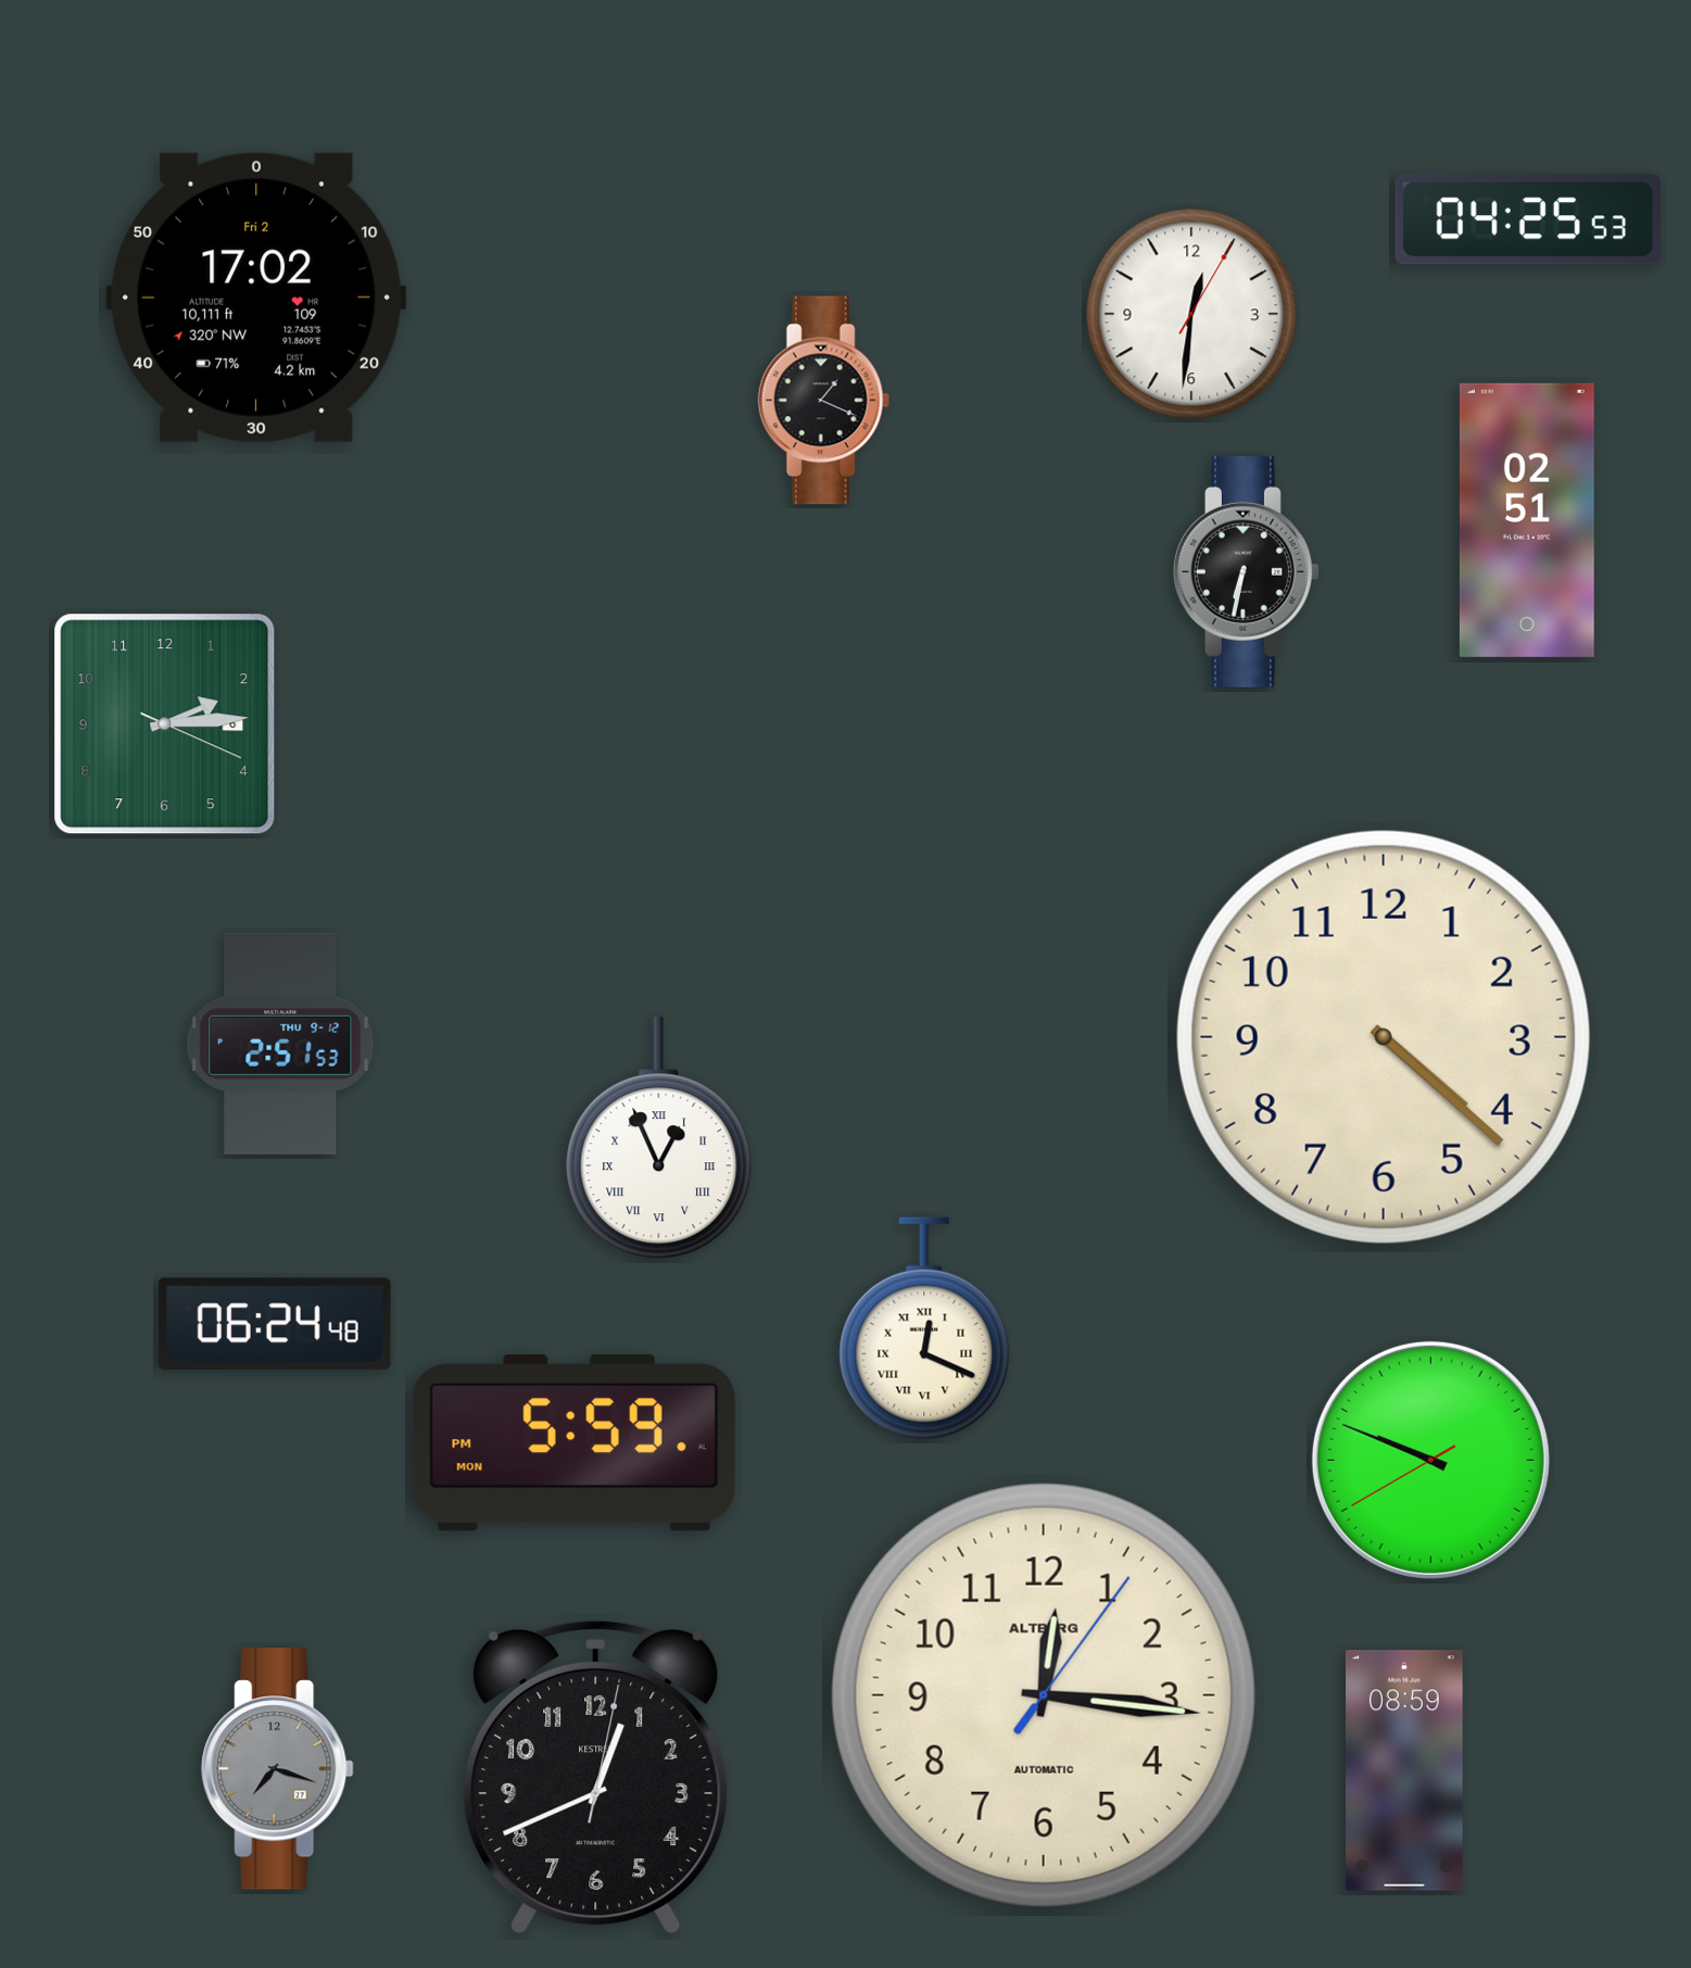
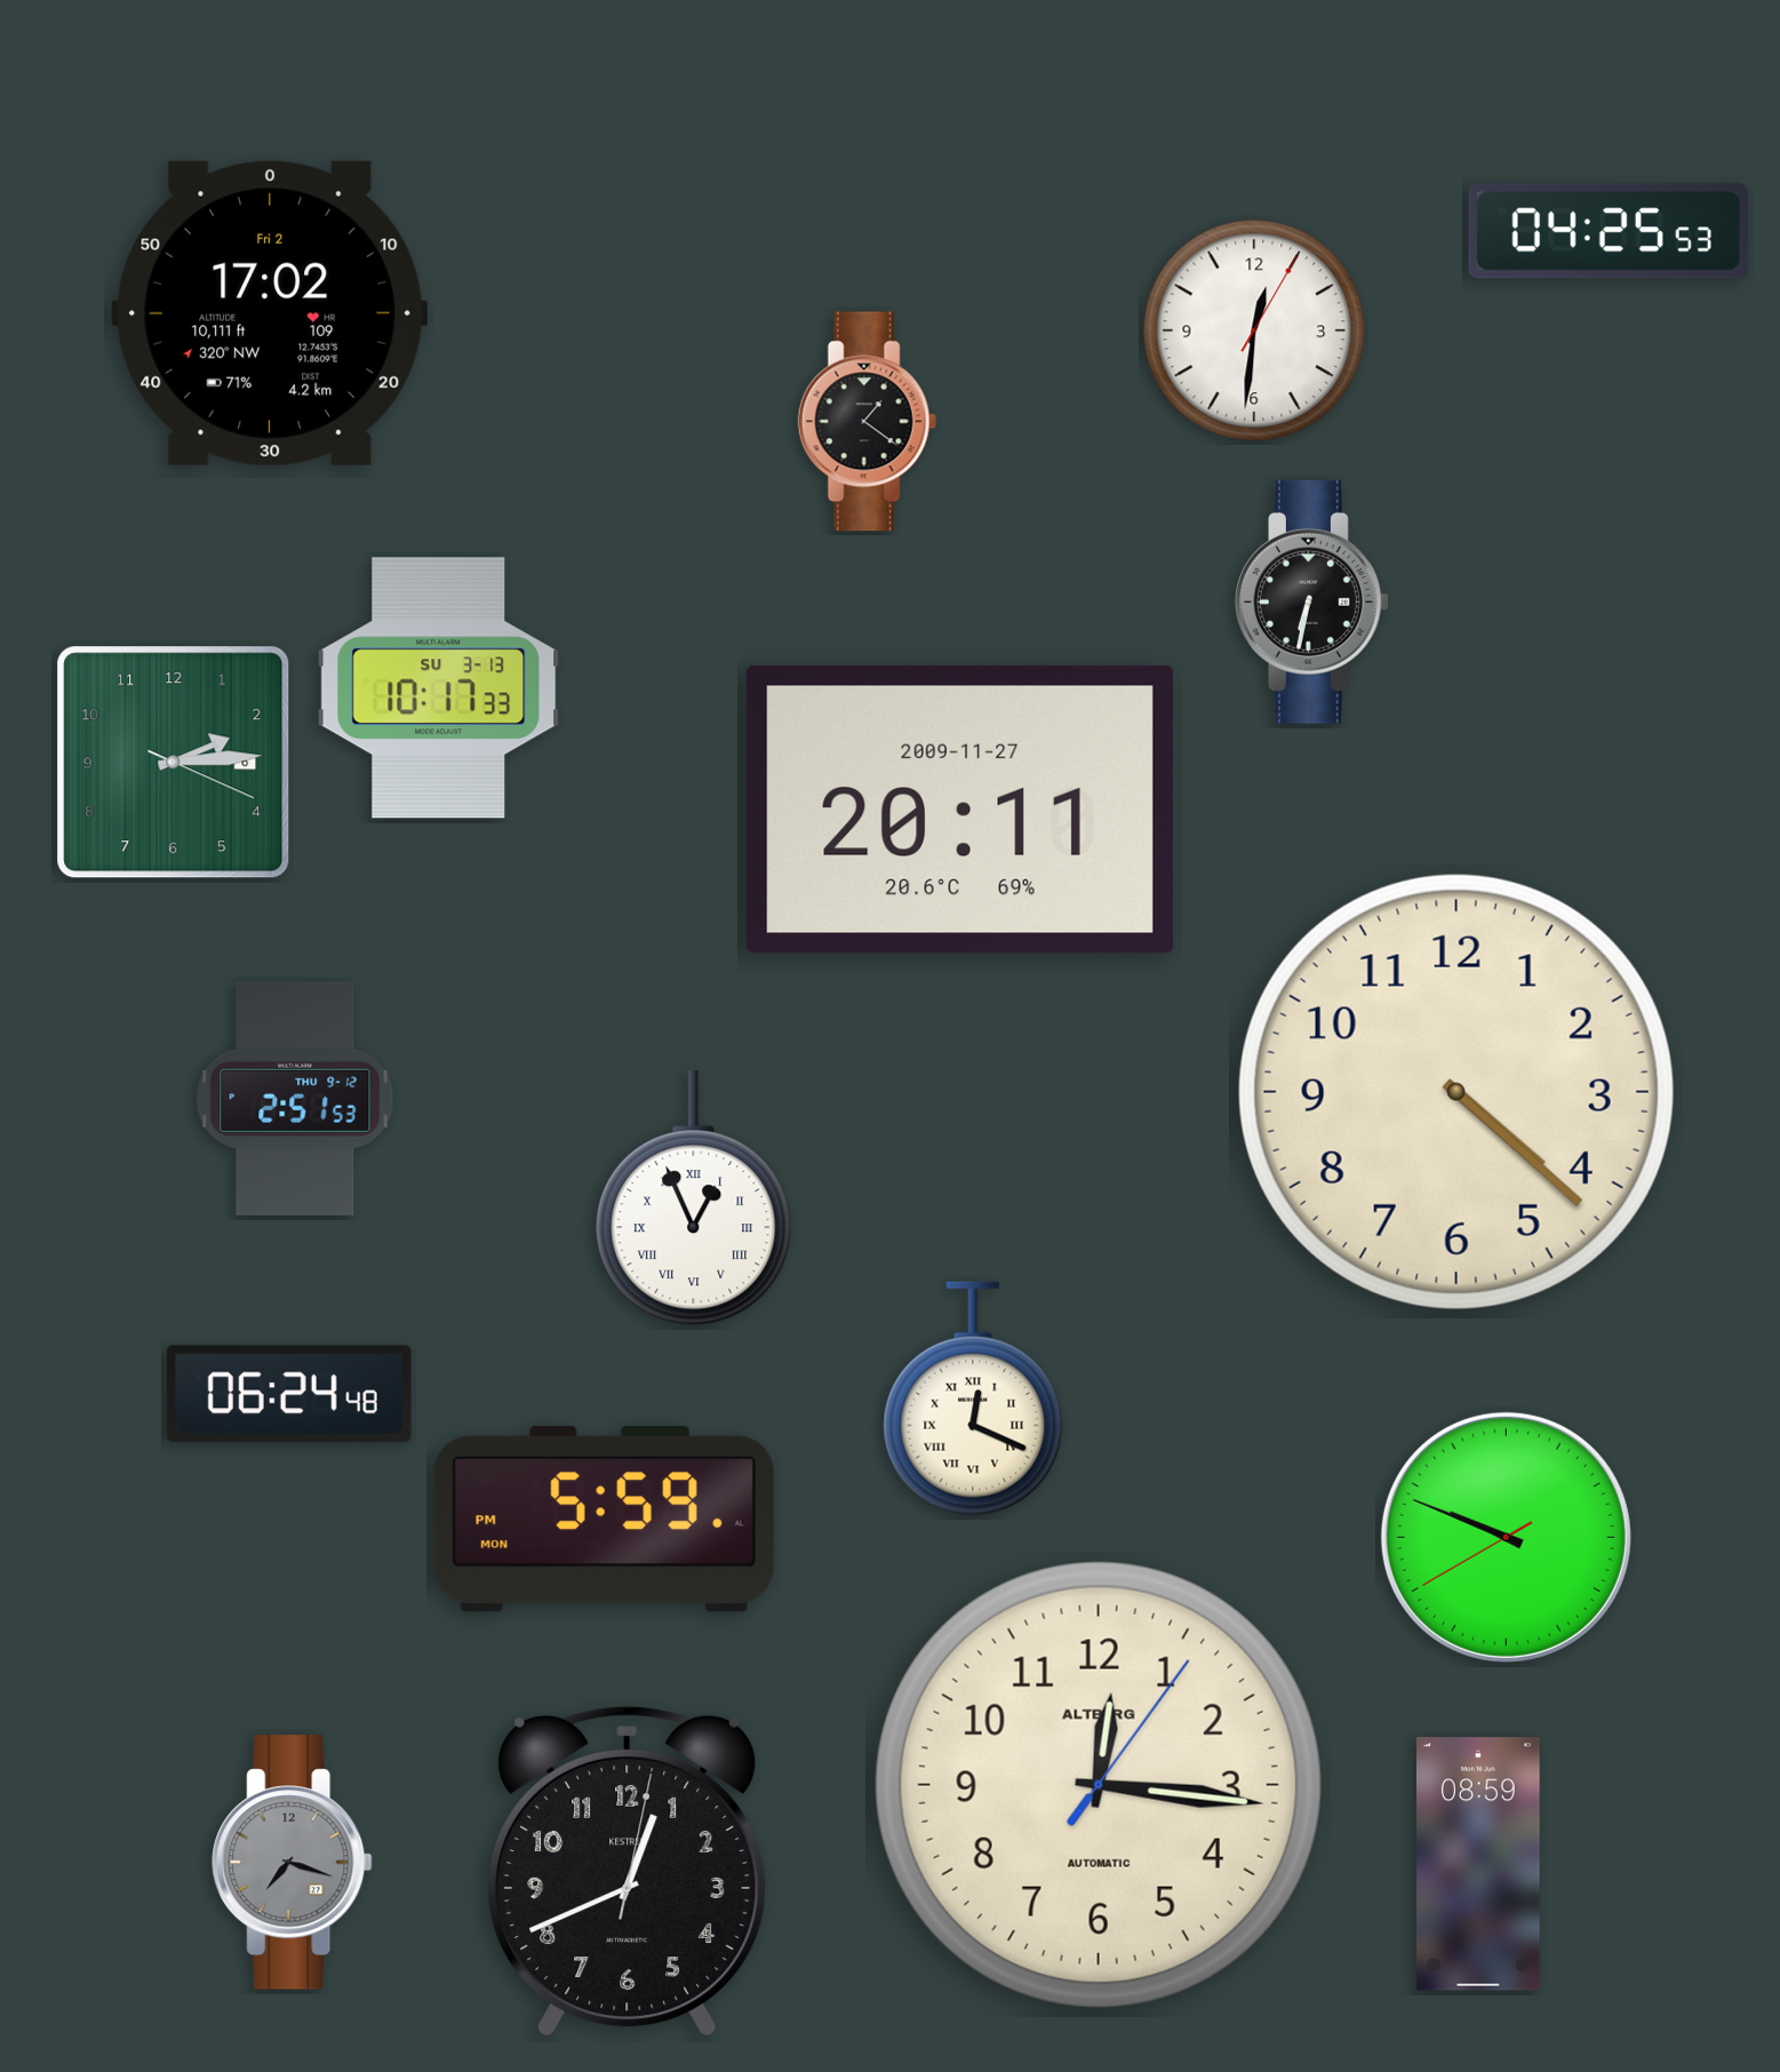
clock at (823, 401): 1:19 -> 1:21
clock at (1527, 520): 02:51 -> none
clock at (439, 688): none -> 10:17
clock at (960, 810): none -> 20:11
